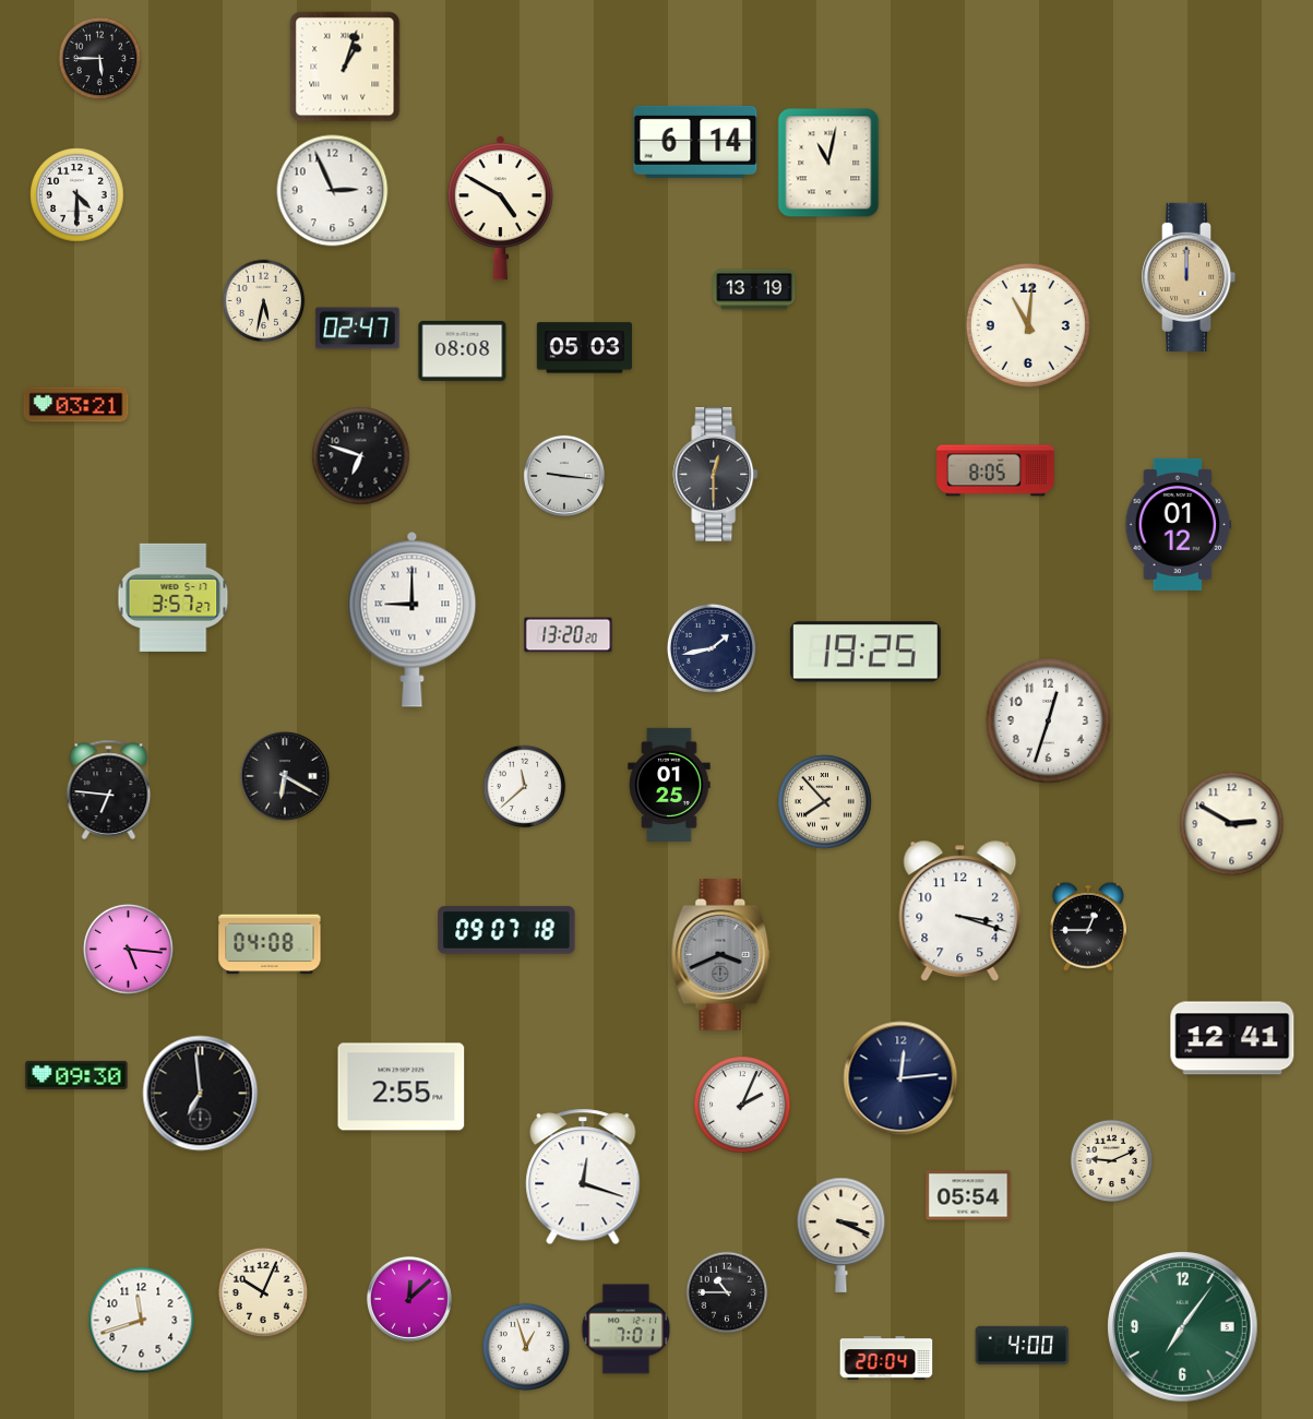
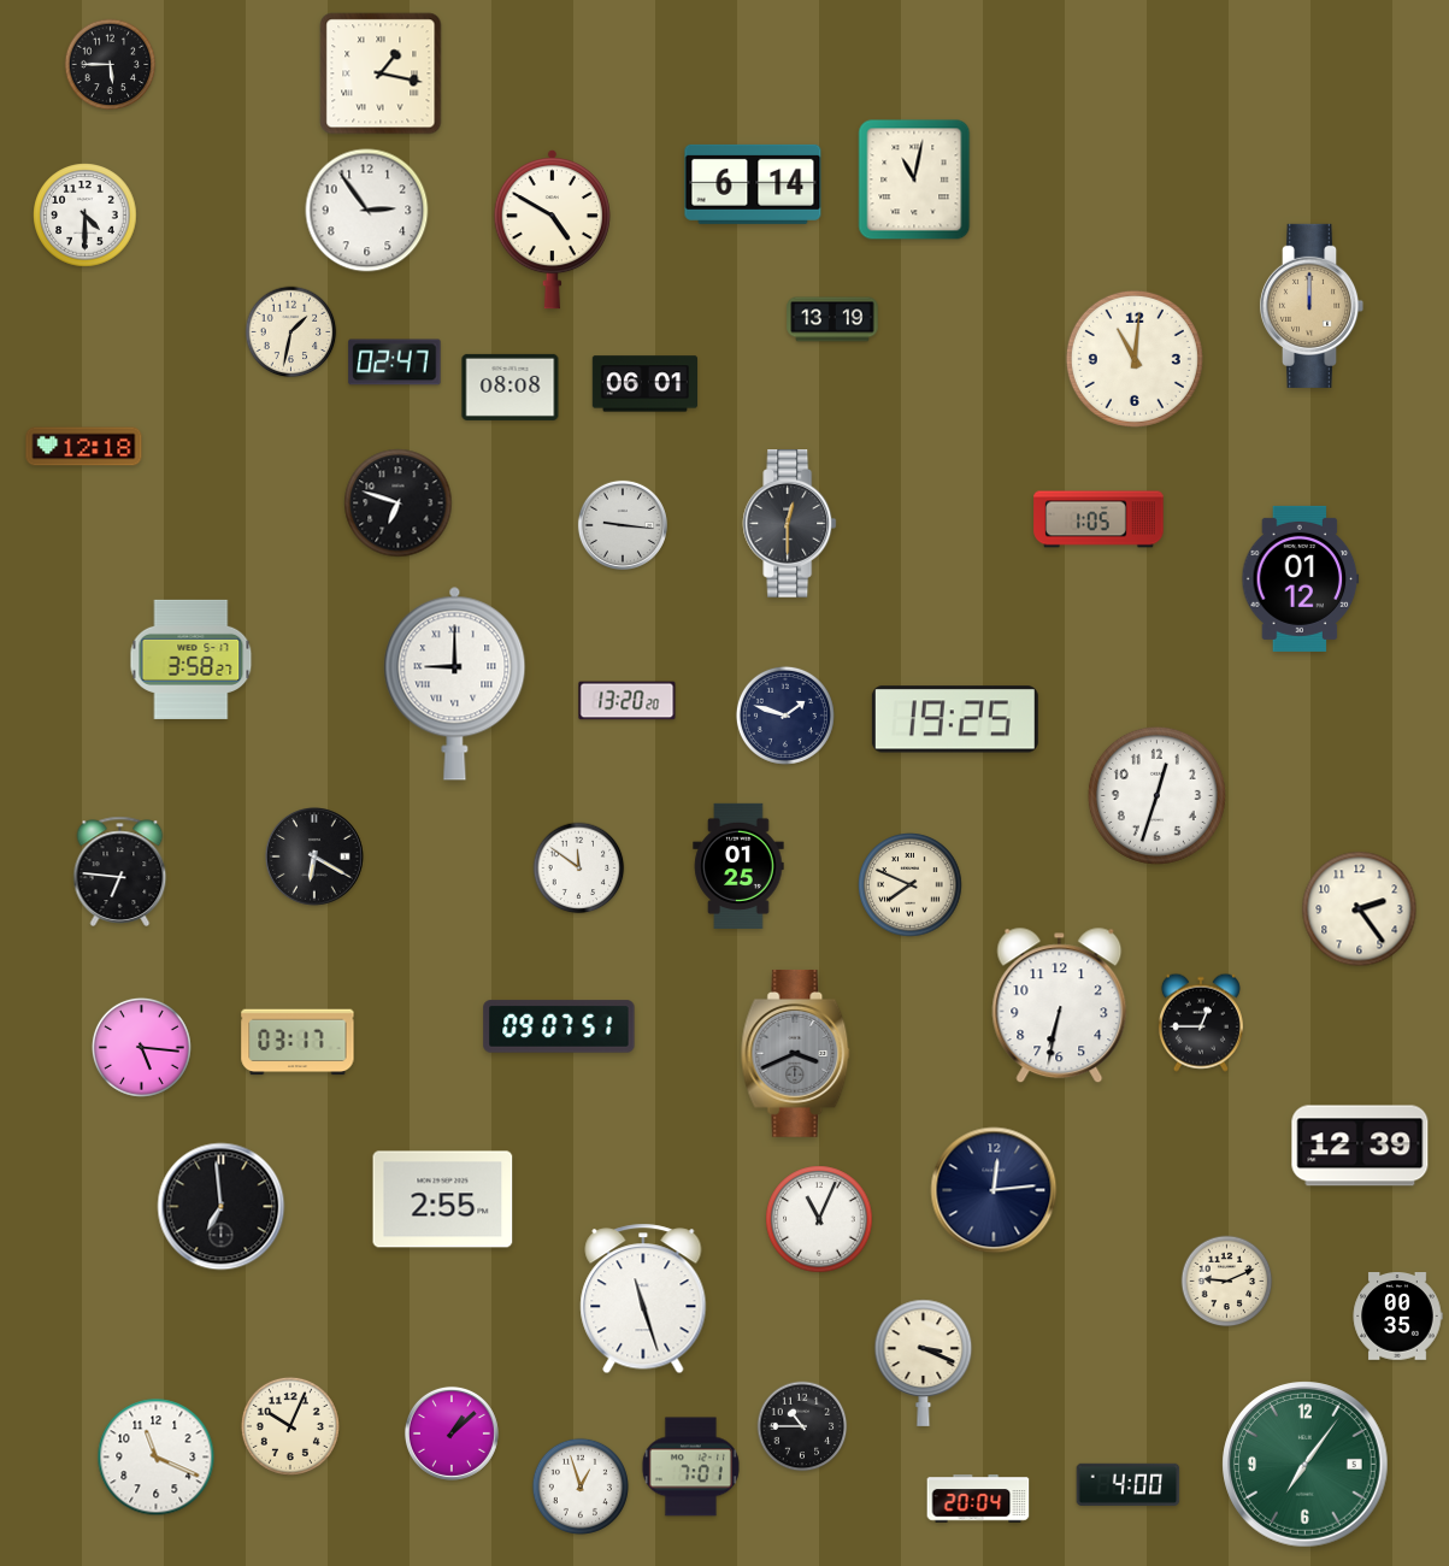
clock at (345, 67): 1:03 -> 1:17
clock at (695, 142) position: (695, 142) -> (753, 184)
clock at (333, 191): 2:56 -> 2:54
clock at (264, 301): 5:32 -> 1:32
clock at (584, 348): 05:03 -> 06:01
clock at (76, 405): 03:21 -> 12:18
clock at (995, 470): 8:05 -> 1:05
clock at (174, 597): 3:57 -> 3:58
clock at (712, 648): 1:43 -> 1:48
clock at (525, 787): 11:38 -> 11:51
clock at (825, 802): 7:53 -> 7:49
clock at (1232, 824): 2:50 -> 2:24
clock at (960, 911): 3:18 -> 6:32
clock at (506, 930): 09:07:18 -> 09:07:51
clock at (270, 944): 04:08 -> 03:17
clock at (1232, 1038): 12:41 -> 12:39
clock at (76, 1075): 09:30 -> none
clock at (742, 1105): 2:04 -> 11:04
clock at (583, 1177): 12:18 -> 11:27
clock at (1397, 1317): none -> 00:35
clock at (968, 1195): 05:54 -> none
clock at (841, 1235) position: (841, 1235) -> (924, 1362)
clock at (409, 1299): 12:08 -> 1:08
clock at (142, 1321): 11:42 -> 11:19
